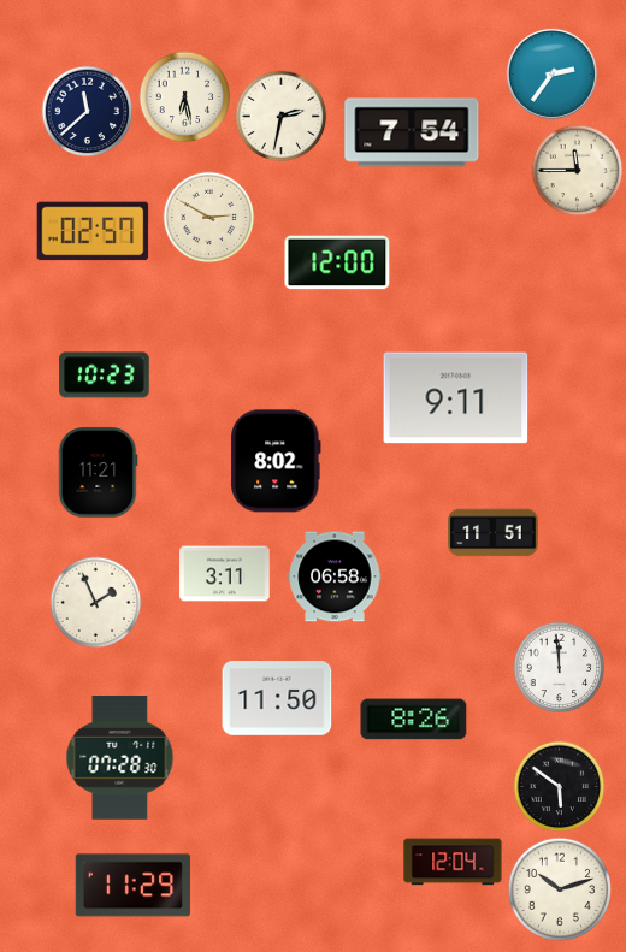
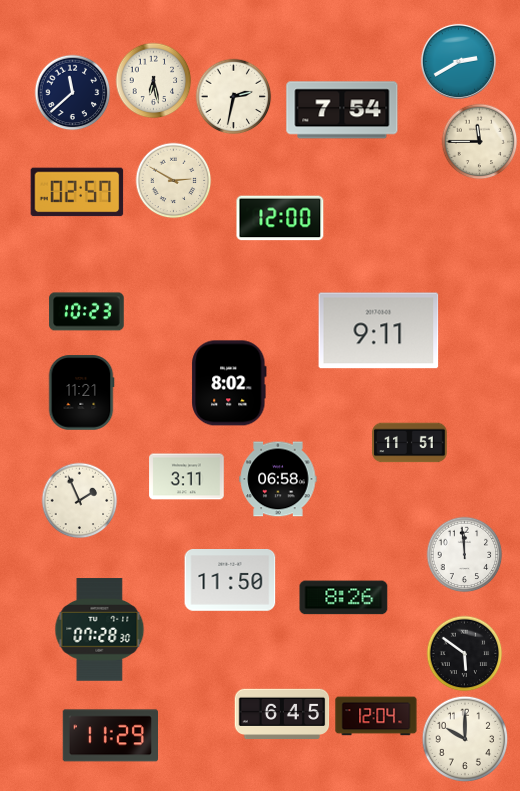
clock at (551, 73): 2:36 -> 2:40
clock at (282, 714): none -> 6:45
clock at (560, 889): 10:12 -> 10:00
